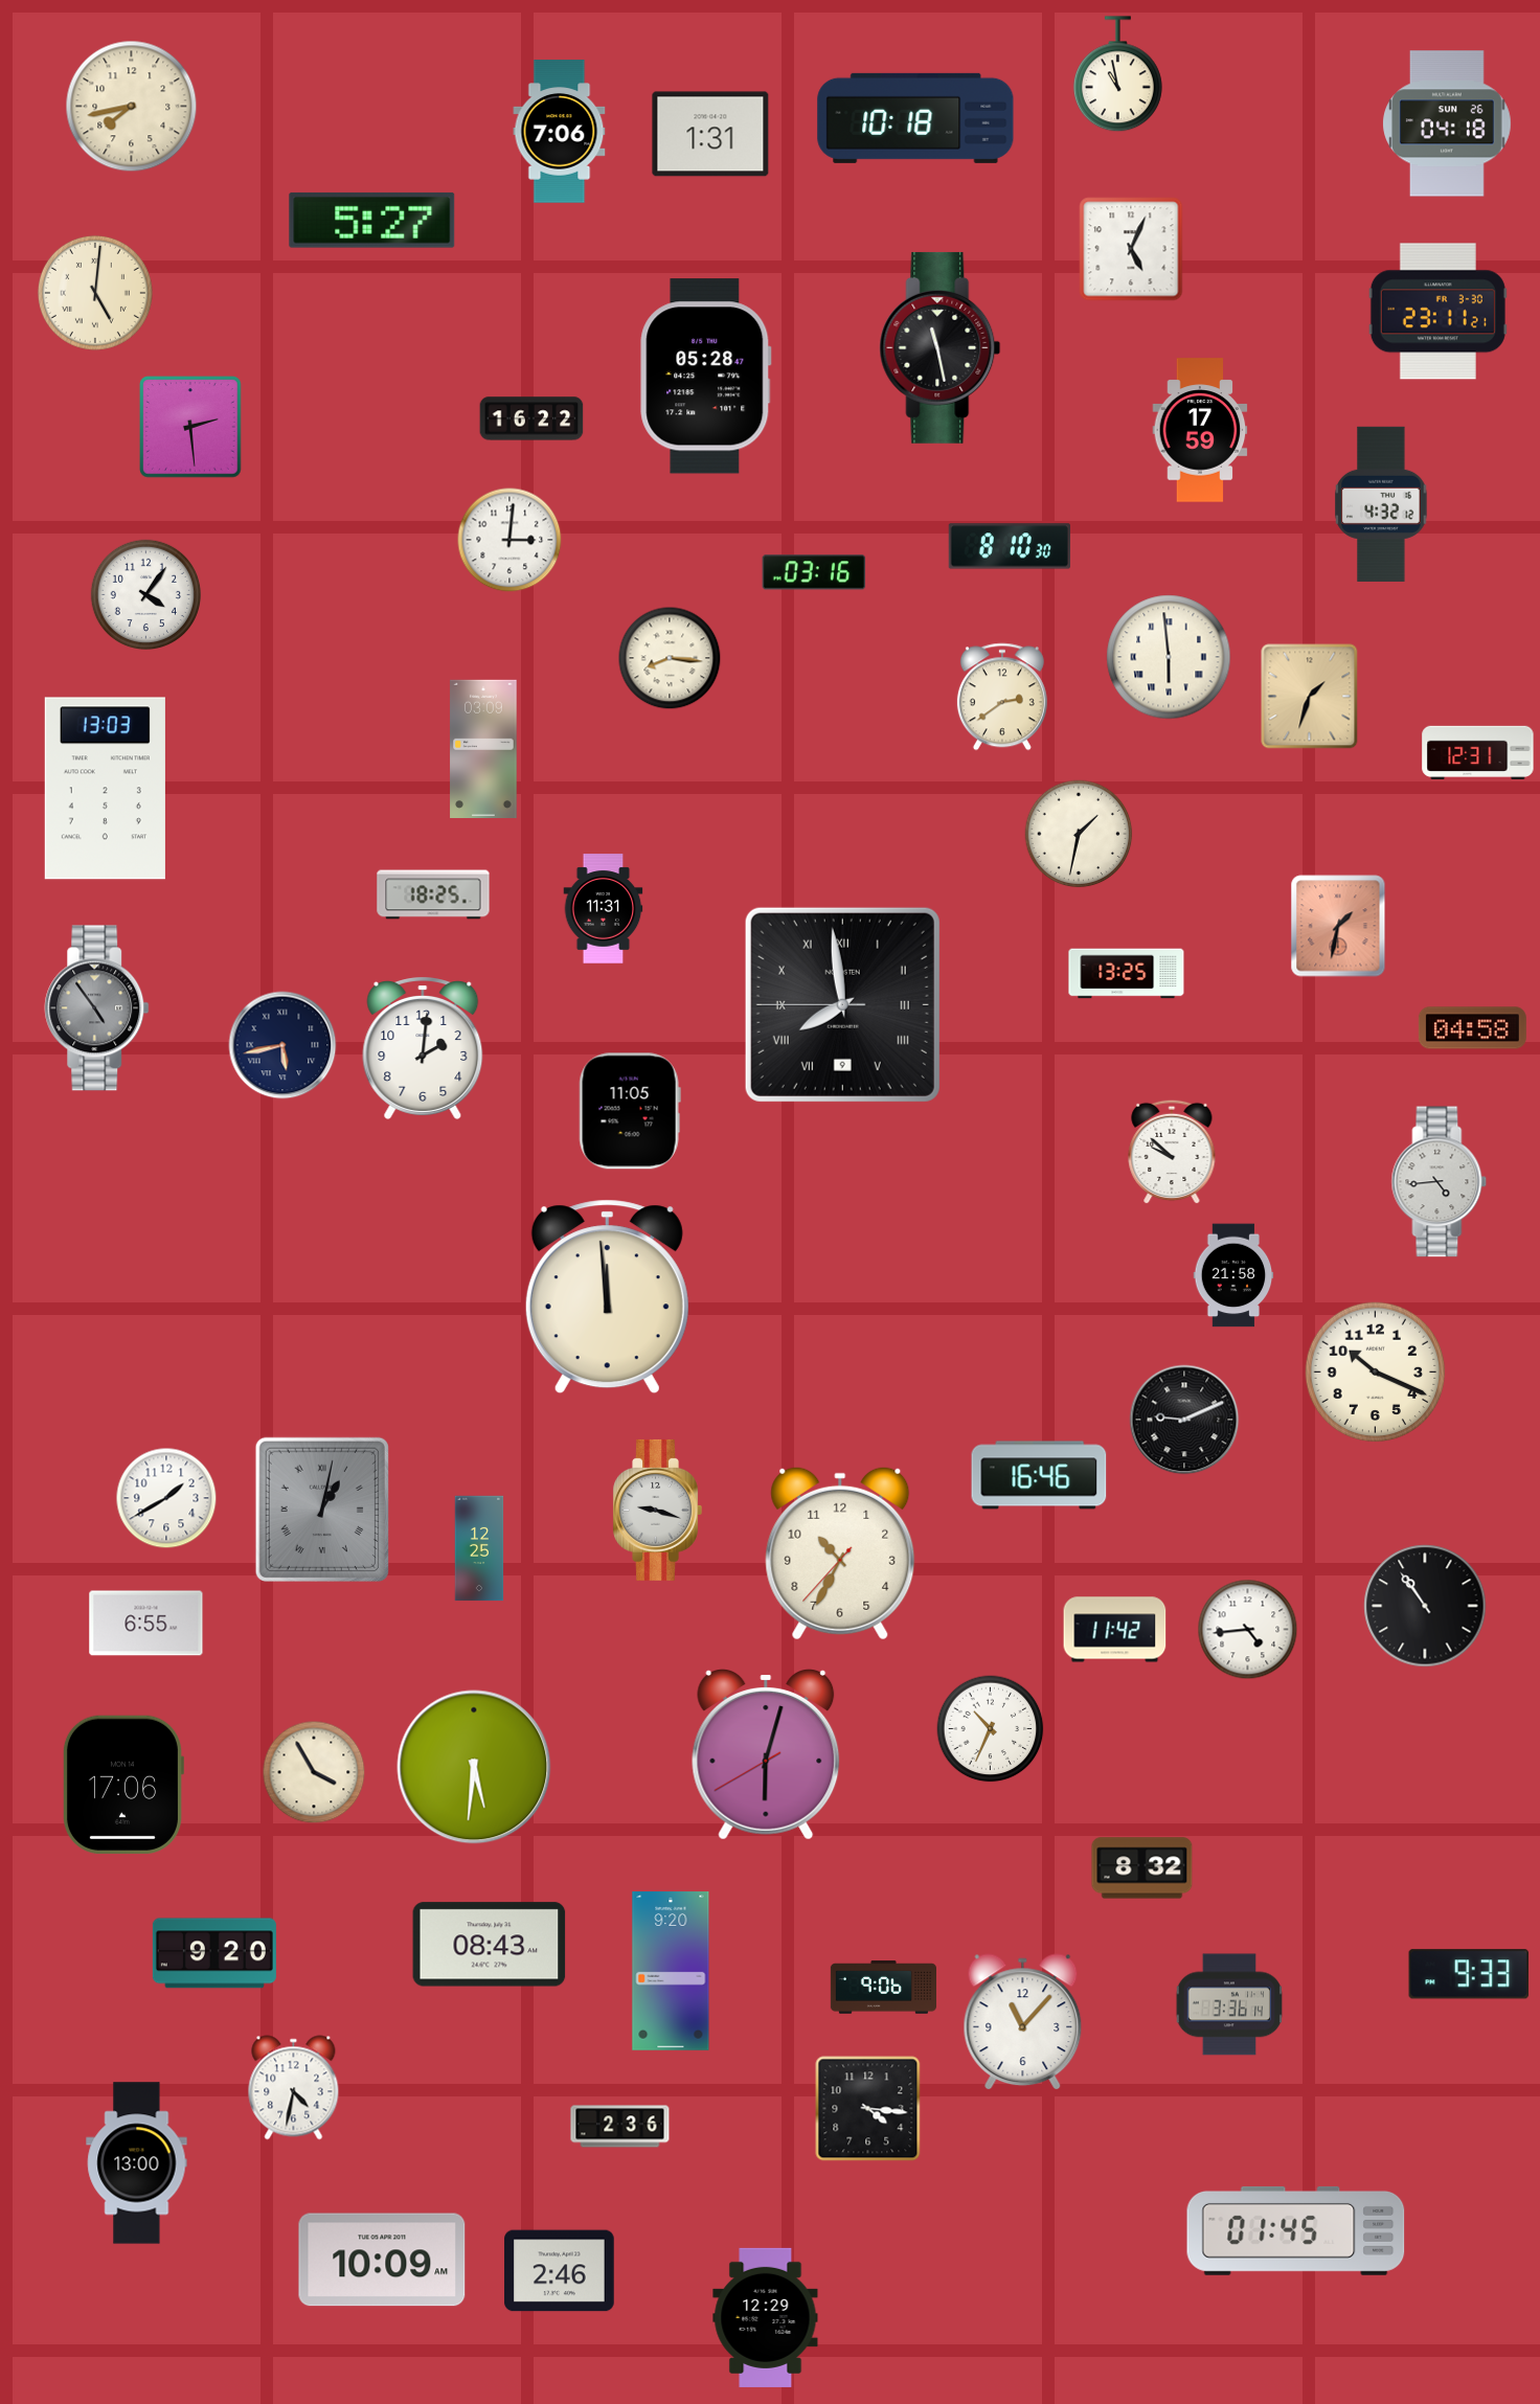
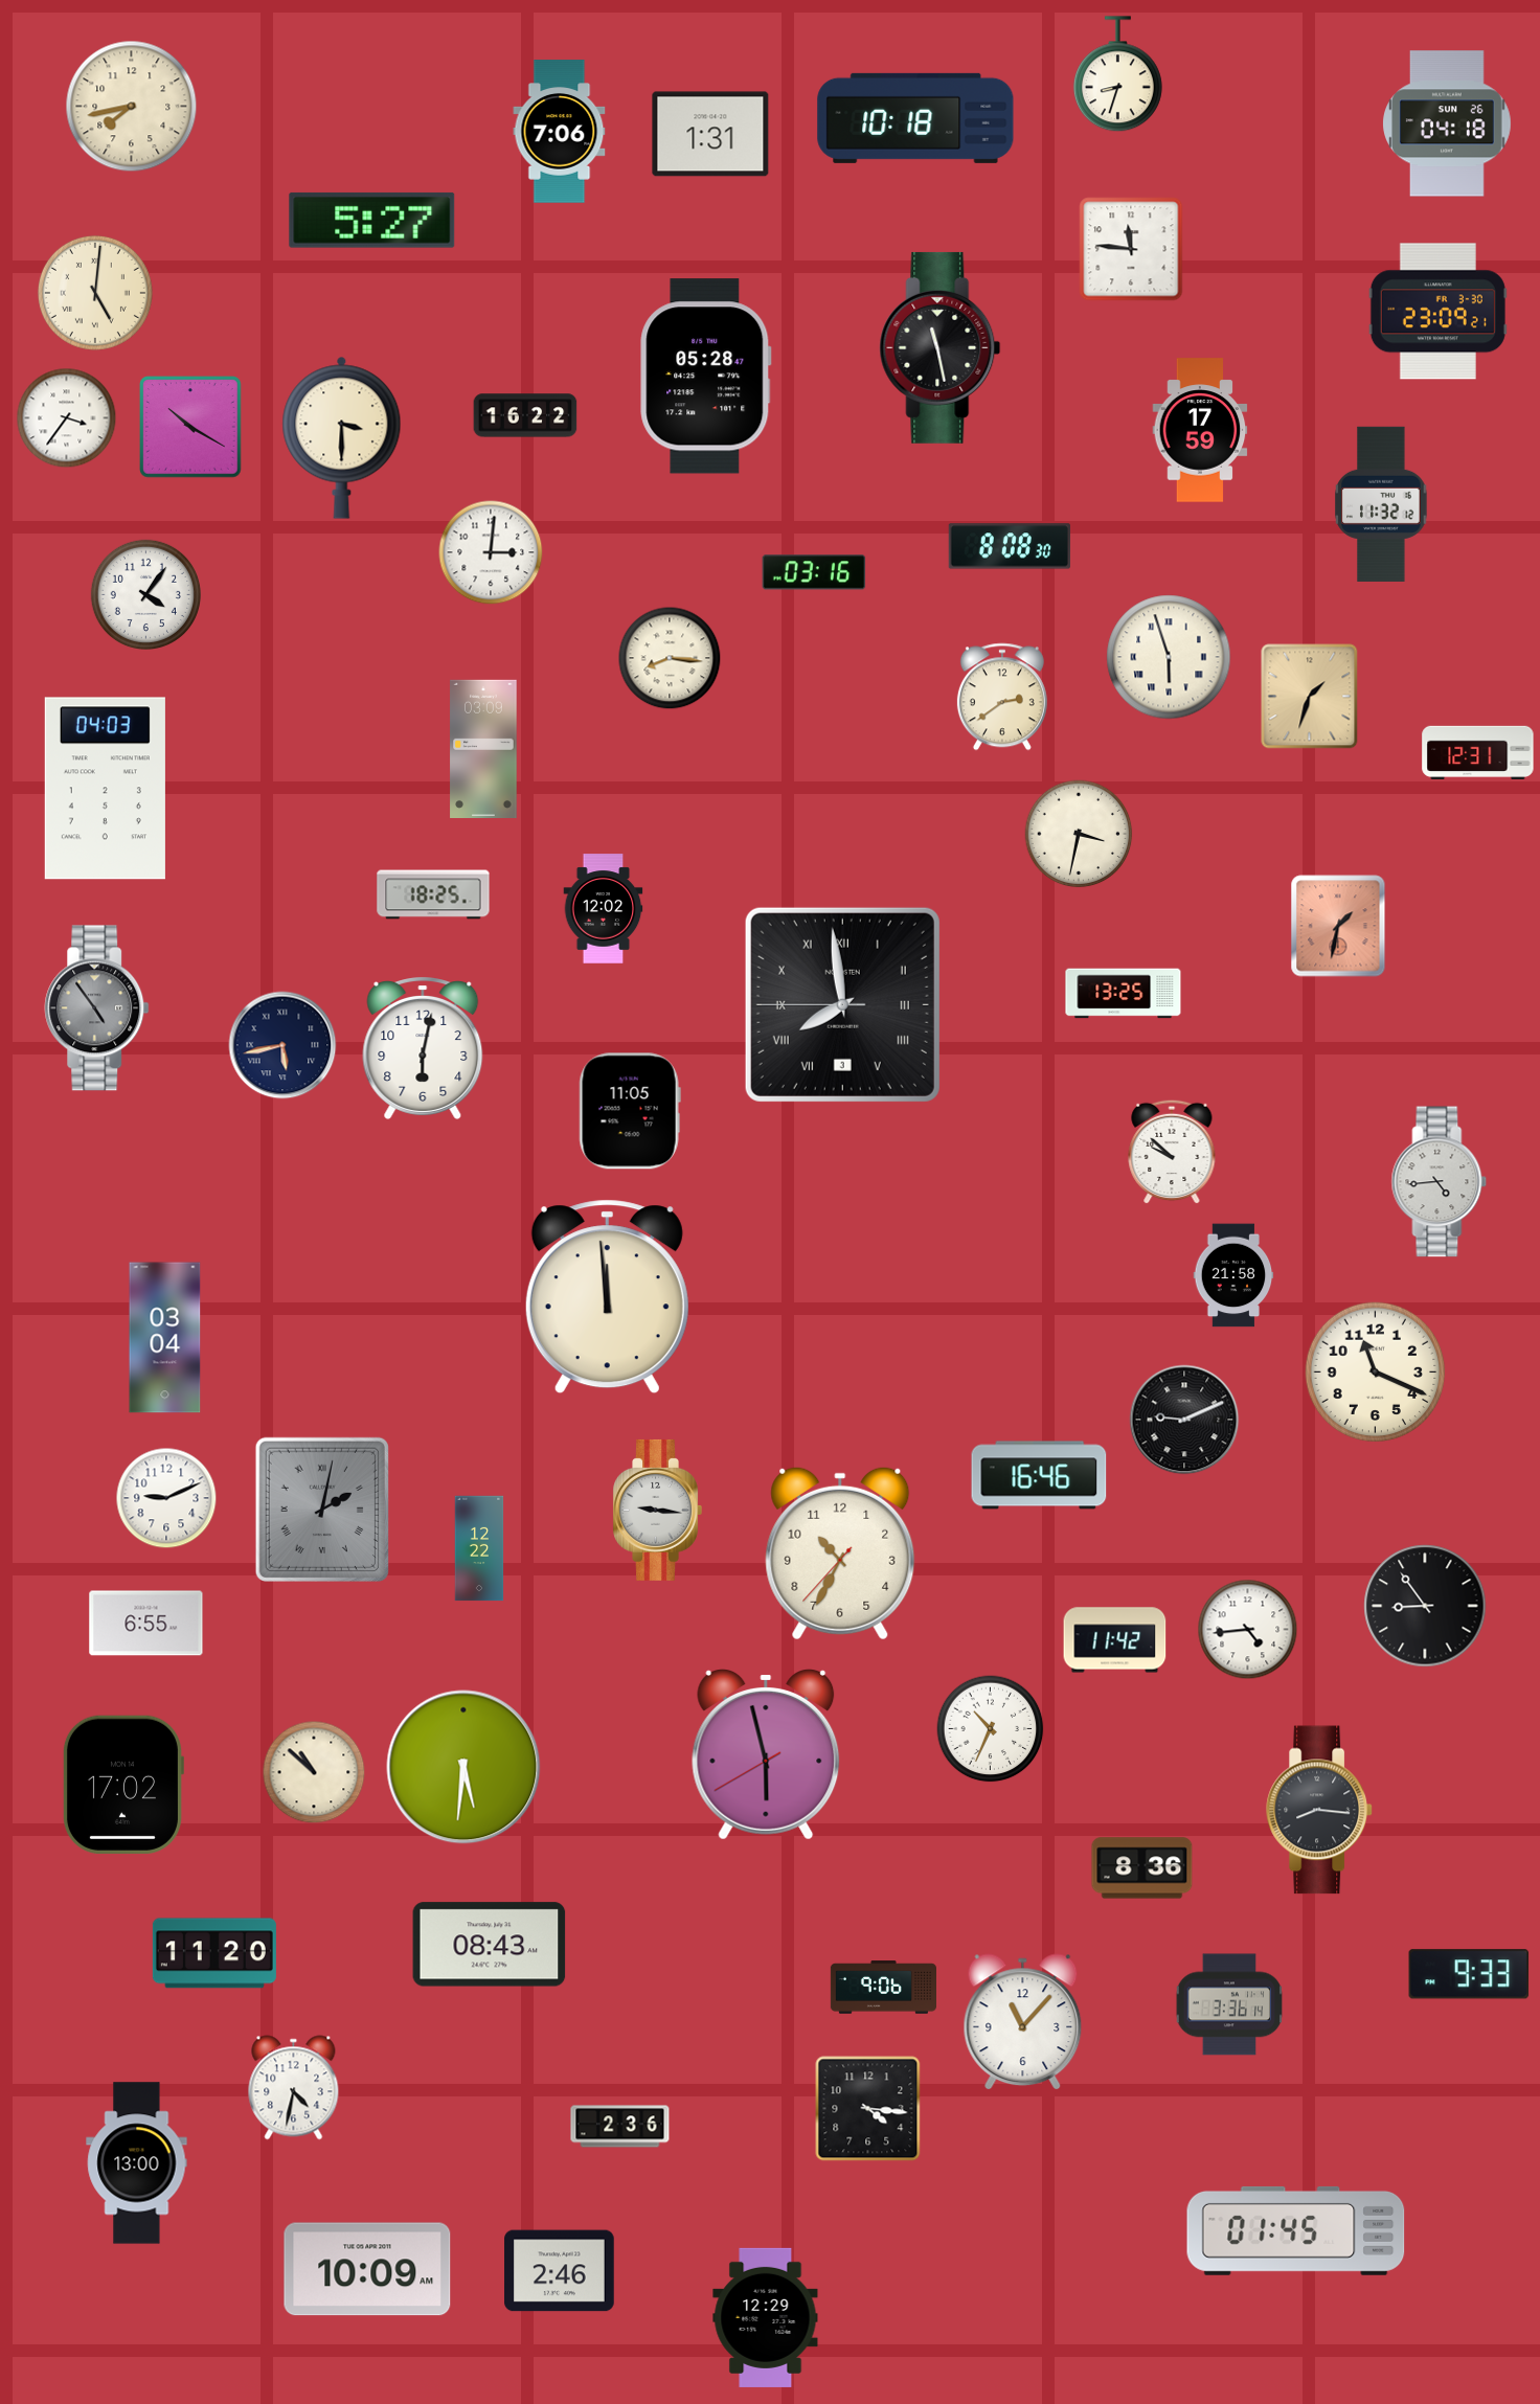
clock at (1117, 74): 10:58 -> 8:33
clock at (1131, 249): 5:04 -> 11:46
clock at (1437, 312): 23:11 -> 23:09
clock at (67, 418): none -> 3:36
clock at (531, 418) position: (531, 418) -> (525, 415)
clock at (190, 427): 2:29 -> 10:20
clock at (342, 437): none -> 3:30
clock at (1381, 504): 4:32 -> 11:32
clock at (509, 540) position: (509, 540) -> (491, 552)
clock at (1009, 546): 8:10 -> 8:08
clock at (1169, 657): 5:59 -> 5:57
clock at (105, 789): 13:03 -> 04:03
clock at (1079, 834): 1:32 -> 3:32
clock at (604, 909): 11:31 -> 12:02
clock at (1127, 974) position: (1127, 974) -> (1124, 994)
clock at (842, 1004) date: 9 -> 3
clock at (1472, 1028): 04:58 -> none
clock at (423, 1048): 2:01 -> 6:02
clock at (165, 1338): none -> 03:04
clock at (1376, 1373): 10:19 -> 11:19
clock at (166, 1498): 1:40 -> 9:11
clock at (322, 1510): 1:02 -> 2:02
clock at (657, 1510): 9:18 -> 9:16
clock at (479, 1548): 12:25 -> 12:22
clock at (1425, 1606): 10:54 -> 8:54
clock at (1115, 1630) position: (1115, 1630) -> (1115, 1640)
clock at (766, 1755): 6:02 -> 5:57
clock at (474, 1767) position: (474, 1767) -> (463, 1767)
clock at (314, 1772): 3:55 -> 10:52
clock at (122, 1785): 17:06 -> 17:02
clock at (1319, 1810): none -> 8:16
clock at (1142, 1868): 8:32 -> 8:36
clock at (214, 1953): 9:20 -> 11:20
clock at (671, 1971): 9:20 -> none
clock at (382, 2260) position: (382, 2260) -> (367, 2269)
